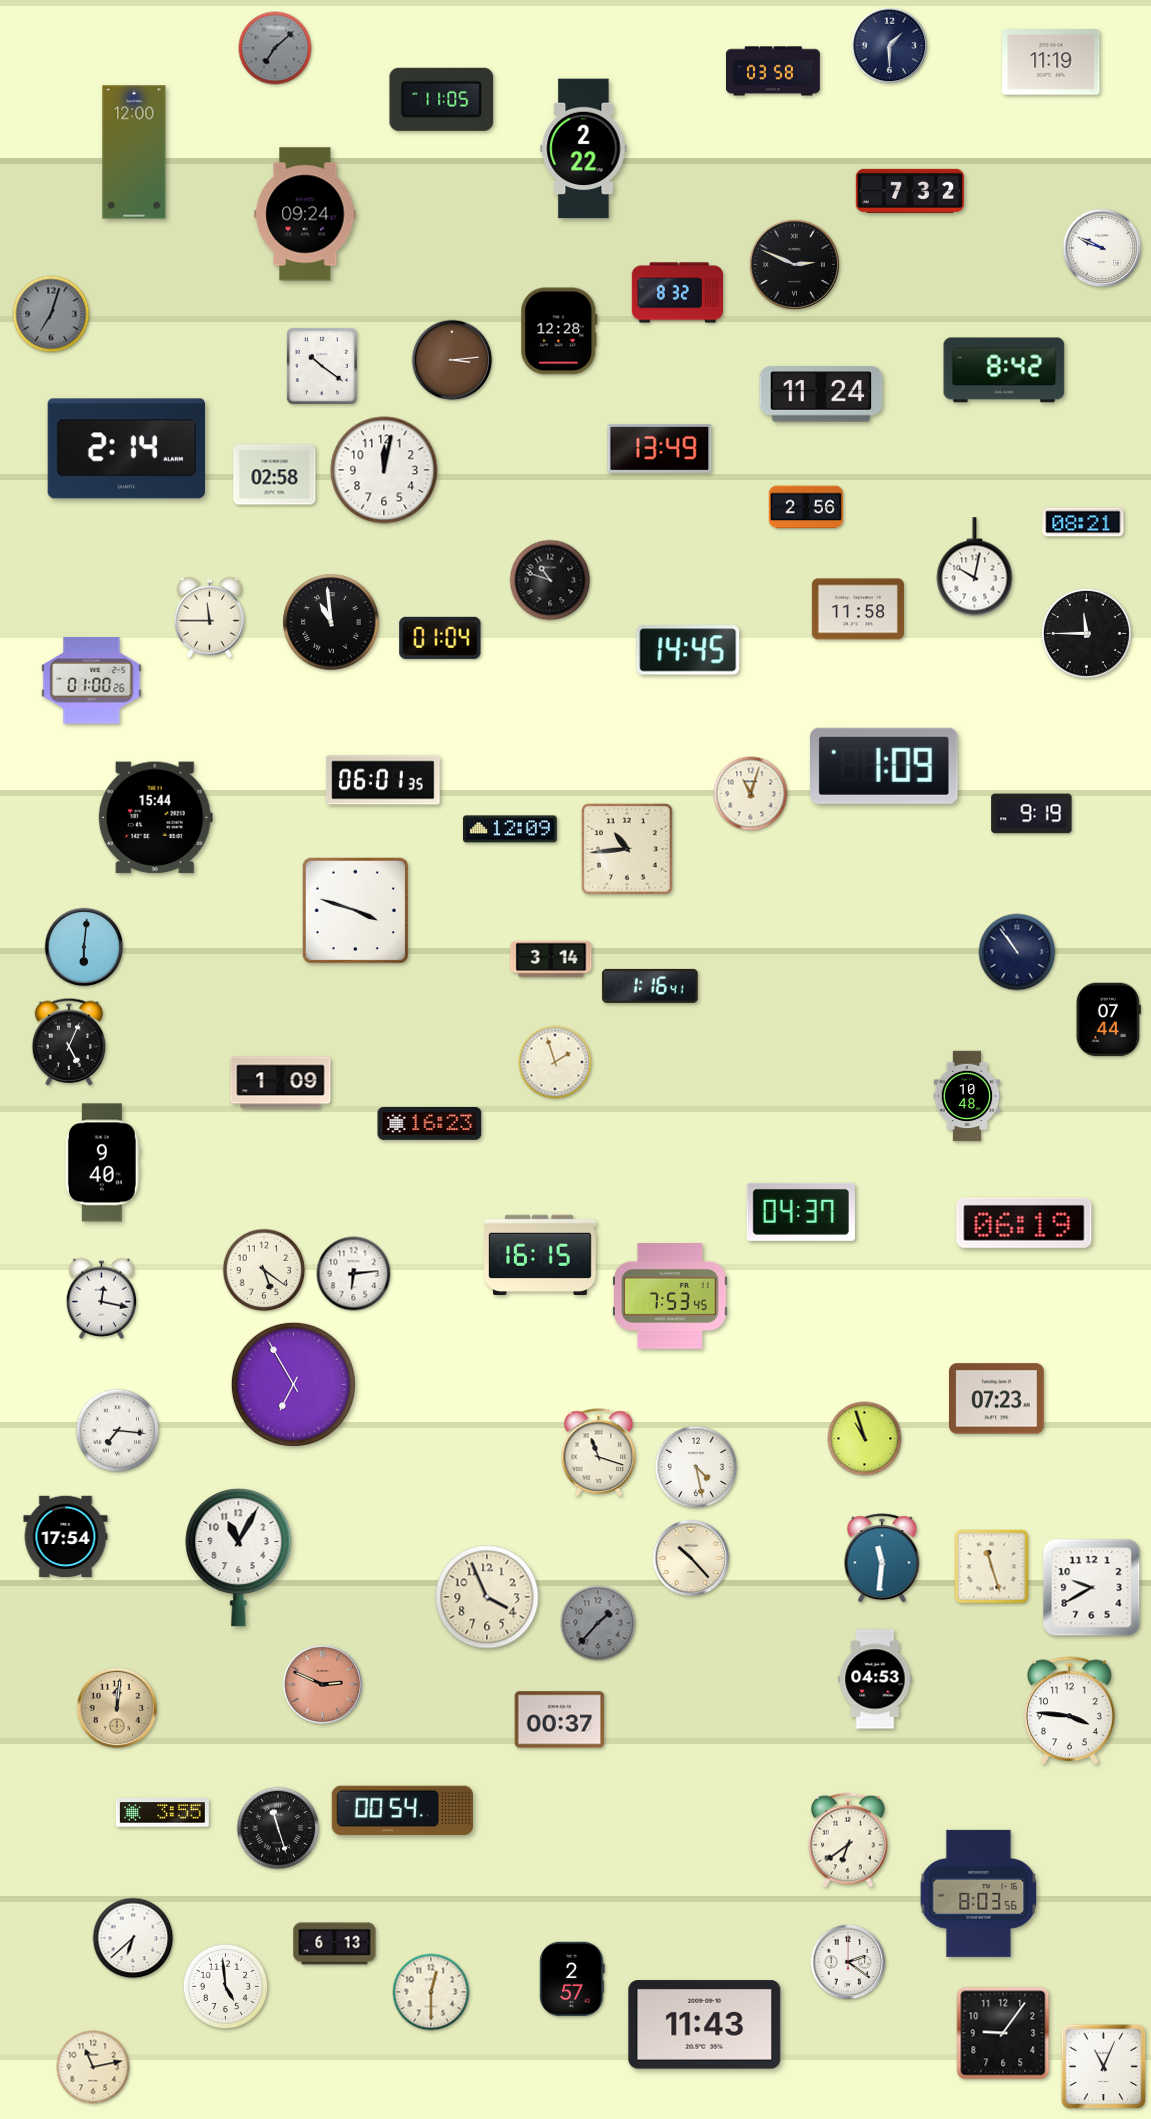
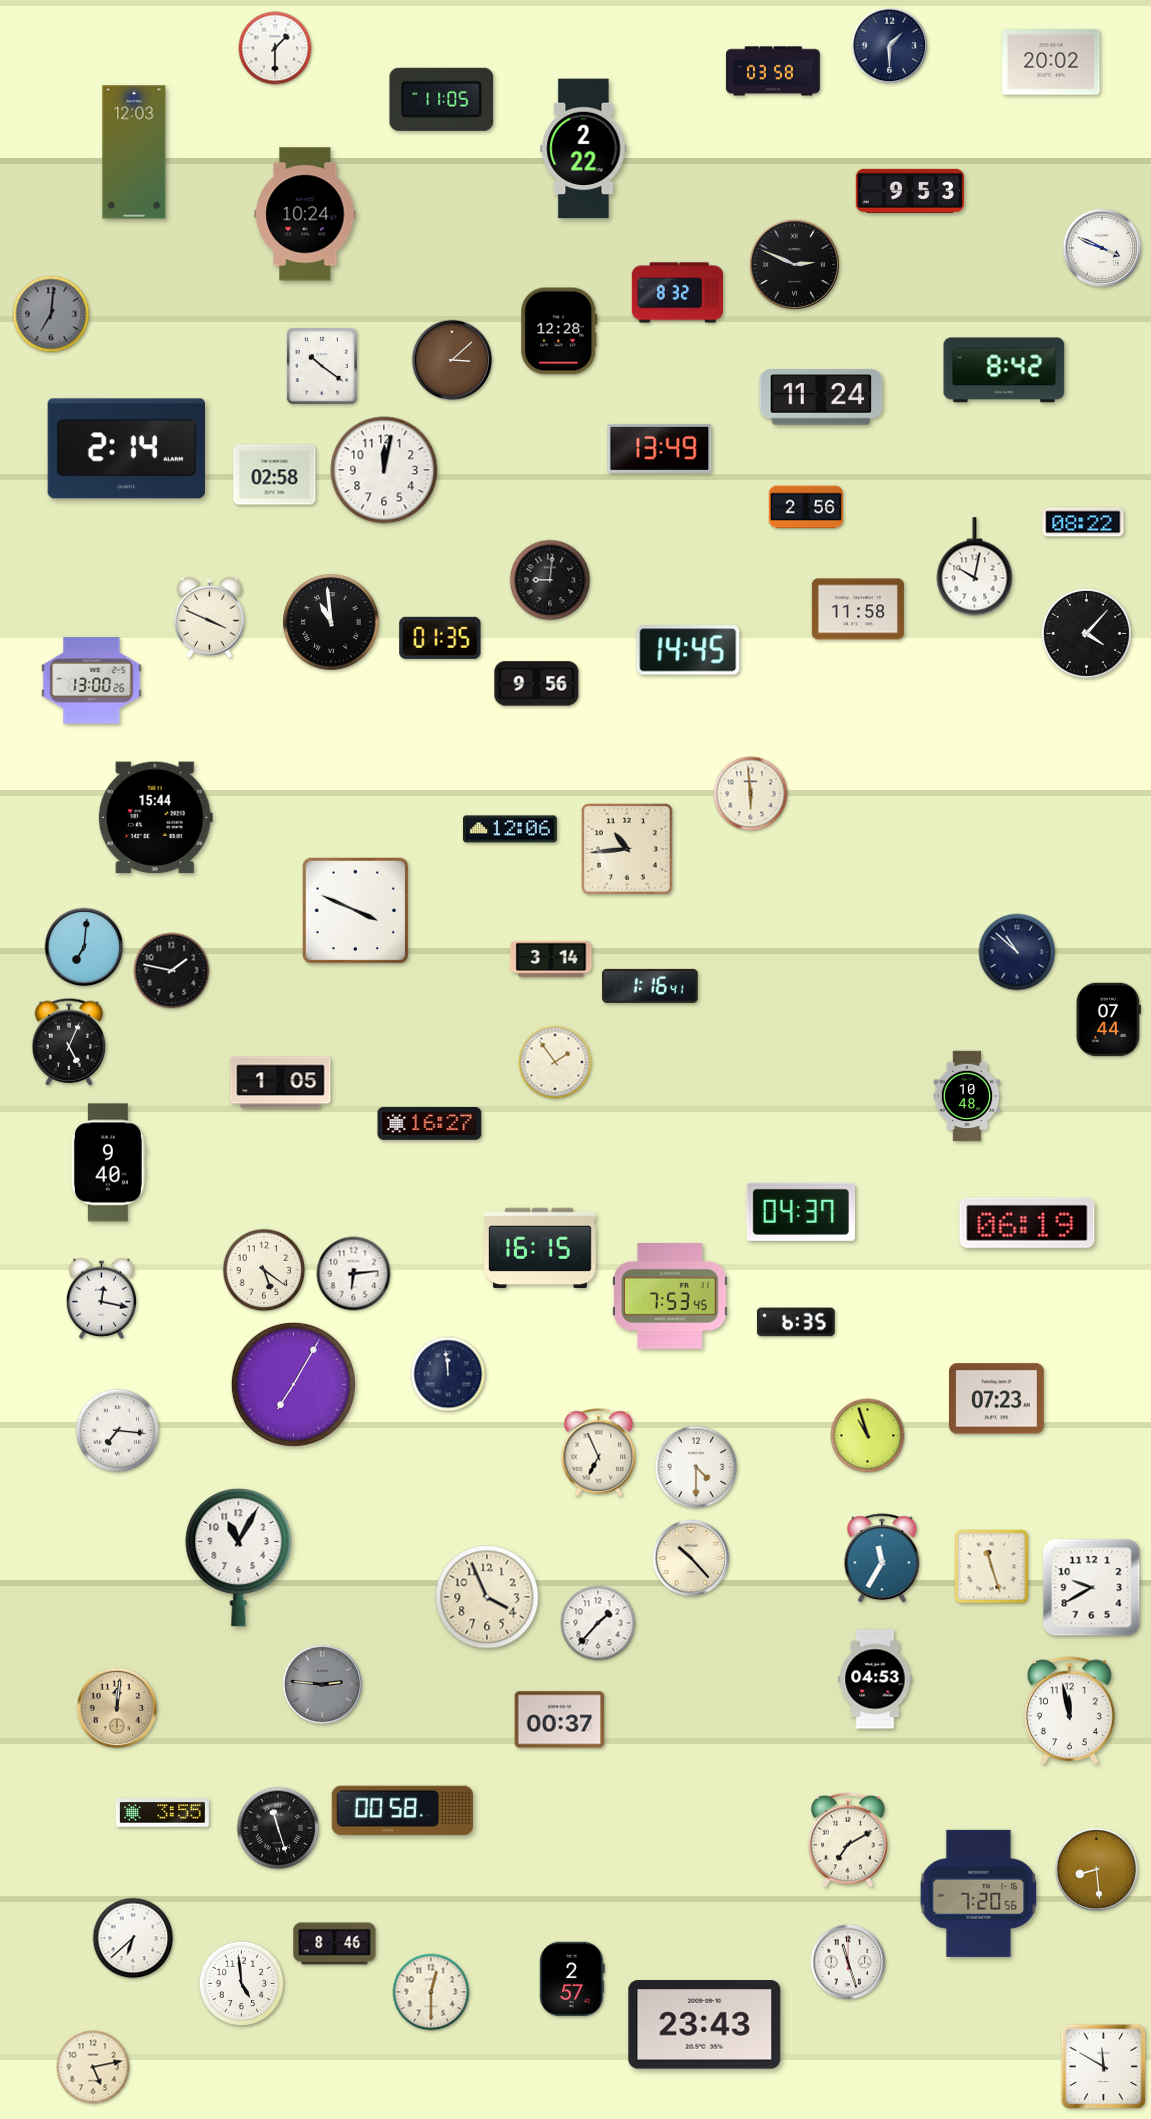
clock at (275, 48): 7:08 -> 1:30
clock at (275, 48) dial: grey -> white
clock at (1051, 62): 11:19 -> 20:02
clock at (134, 152): 12:00 -> 12:03
clock at (910, 191): 7:32 -> 9:53
clock at (305, 214): 09:24 -> 10:24
clock at (1102, 248): 9:49 -> 3:49
clock at (51, 314): 7:03 -> 7:01
clock at (452, 360): 3:14 -> 3:08
clock at (821, 394) position: (821, 394) -> (821, 397)
clock at (1083, 522): 08:21 -> 08:22
clock at (550, 580): 10:48 -> 9:01
clock at (210, 617): 11:45 -> 3:49
clock at (1086, 633): 11:45 -> 4:07
clock at (440, 638): 01:04 -> 01:35
clock at (92, 681): 01:00 -> 13:00
clock at (537, 684): none -> 9:56
clock at (885, 766): 1:09 -> none
clock at (383, 780): 06:01 -> none
clock at (751, 794): 11:03 -> 5:59
clock at (1032, 814): 9:19 -> none
clock at (510, 829): 12:09 -> 12:06
clock at (355, 910): 3:48 -> 3:49
clock at (84, 947): 6:01 -> 7:01
clock at (1017, 952): 10:54 -> 10:52
clock at (172, 971): none -> 1:47
clock at (555, 1062): 1:57 -> 1:54
clock at (281, 1083): 1:09 -> 1:05
clock at (430, 1123): 16:23 -> 16:27
clock at (102, 1163) position: (102, 1163) -> (108, 1163)
clock at (1024, 1223) position: (1024, 1223) -> (1027, 1223)
clock at (540, 1254) position: (540, 1254) -> (540, 1247)
clock at (796, 1322): none -> 6:35
clock at (448, 1374): none -> 11:59
clock at (293, 1384): 6:55 -> 7:05
clock at (865, 1439) position: (865, 1439) -> (868, 1436)
clock at (599, 1453): 11:18 -> 6:56
clock at (696, 1467): 4:28 -> 4:30
clock at (66, 1537): 17:54 -> none
clock at (882, 1559): 11:31 -> 11:35
clock at (598, 1623) dial: grey -> white
clock at (323, 1685): 2:49 -> 2:46
clock at (323, 1685) dial: salmon -> grey
clock at (1070, 1711): 3:46 -> 11:58
clock at (402, 1811): 00:54 -> 00:58
clock at (848, 1840): 6:39 -> 7:10
clock at (1097, 1870): none -> 8:29
clock at (979, 1893): 8:03 -> 7:20
clock at (335, 1944): 6:13 -> 8:46
clock at (848, 1962): 2:21 -> 11:27
clock at (226, 1987) position: (226, 1987) -> (242, 1984)
clock at (705, 2025): 11:43 -> 23:43
clock at (1003, 2033): 9:06 -> none
clock at (93, 2067): 11:13 -> 5:13
clock at (1104, 2067): 11:04 -> 11:50
